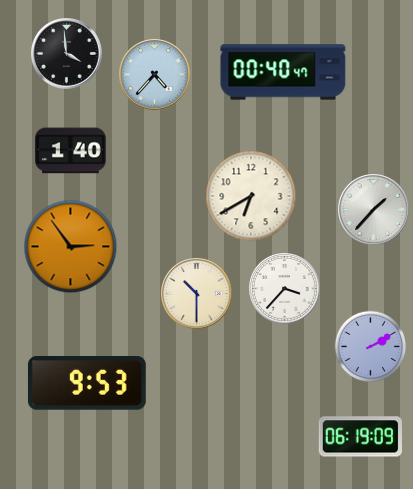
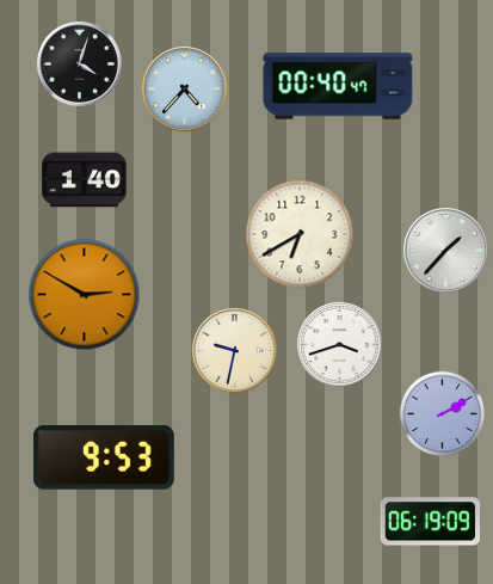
clock at (67, 54): 3:59 -> 4:03
clock at (71, 247): 2:54 -> 2:50
clock at (285, 289): 3:37 -> 3:42
clock at (197, 294): 10:30 -> 9:32
